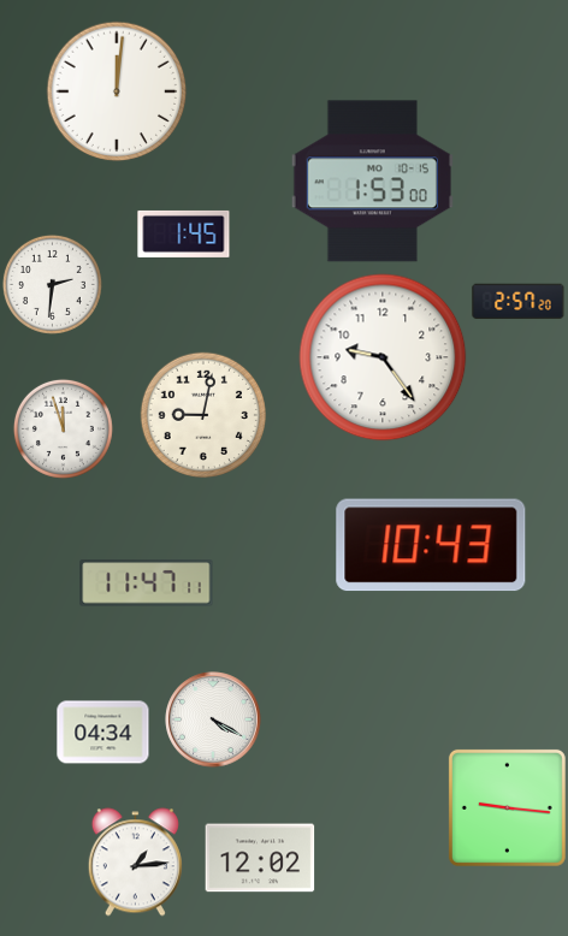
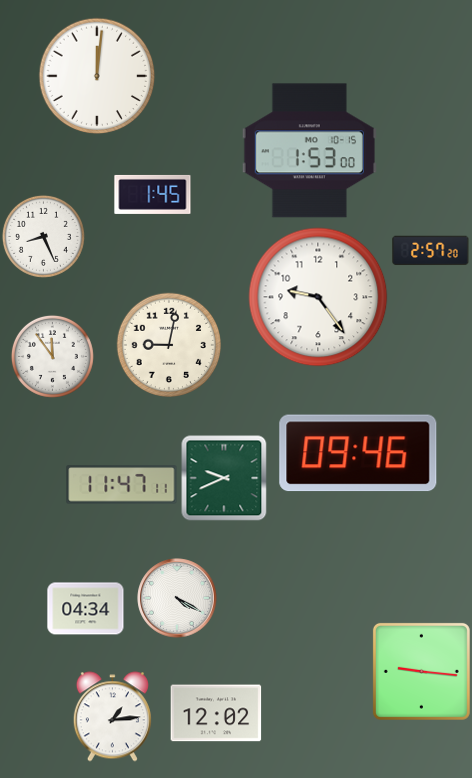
clock at (52, 284): 2:31 -> 8:26
clock at (63, 428): 11:57 -> 11:54
clock at (431, 545): 10:43 -> 09:46
clock at (224, 478): none -> 9:41
